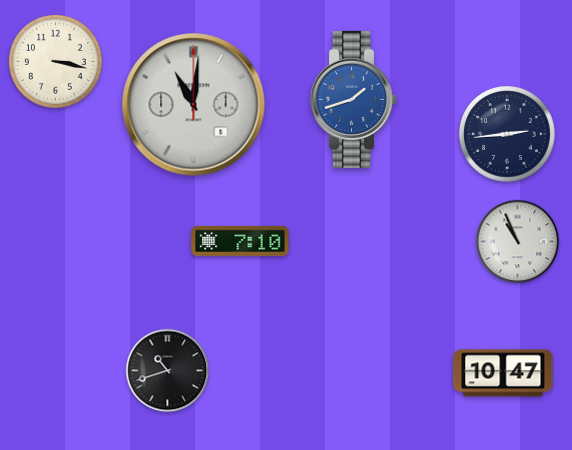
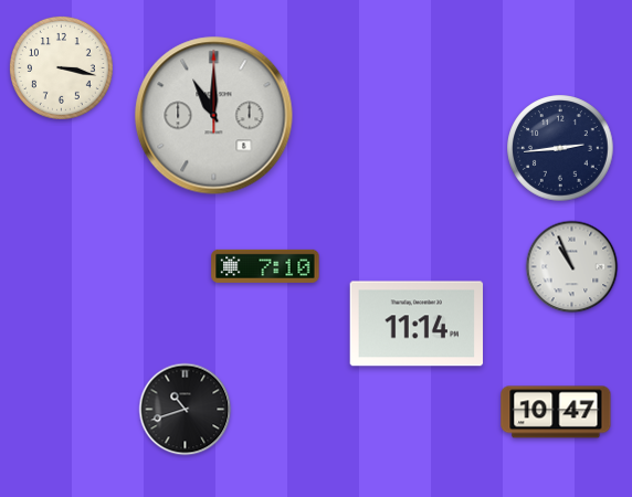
clock at (354, 99): 1:42 -> none
clock at (194, 105): 11:01 -> 11:00
clock at (417, 324): none -> 11:14
